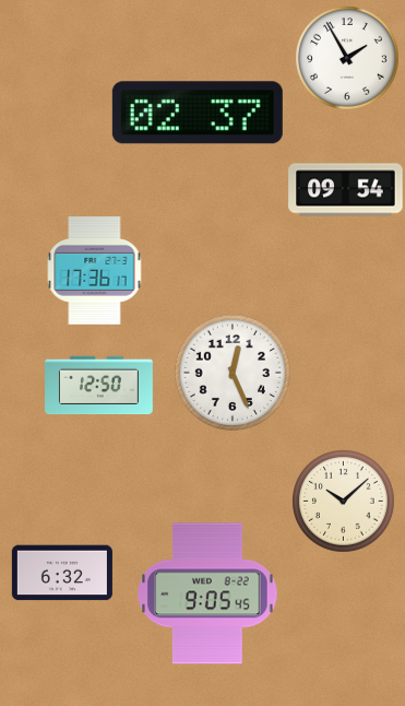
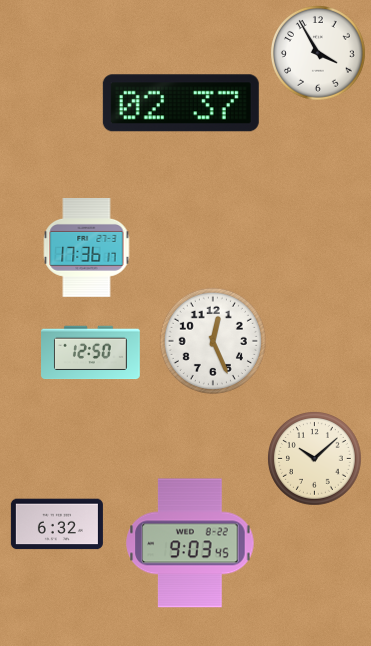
clock at (347, 58): 1:55 -> 3:55
clock at (346, 190): 09:54 -> none
clock at (207, 593): 9:05 -> 9:03
